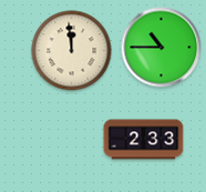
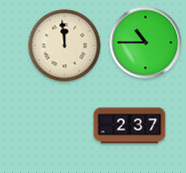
clock at (144, 140): 2:33 -> 2:37
